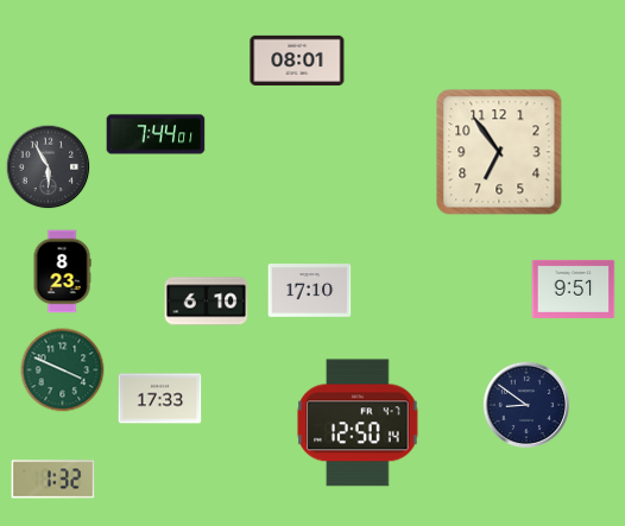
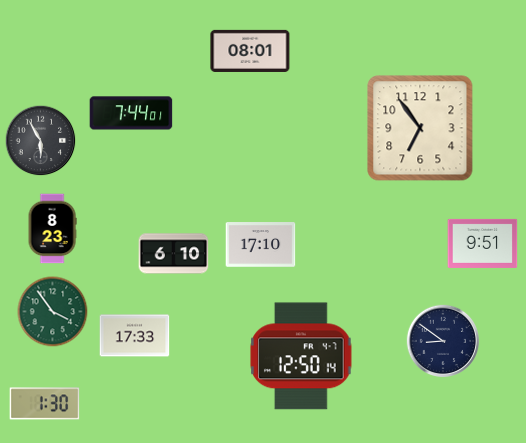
clock at (63, 370): 3:49 -> 3:54
clock at (53, 480): 1:32 -> 1:30
